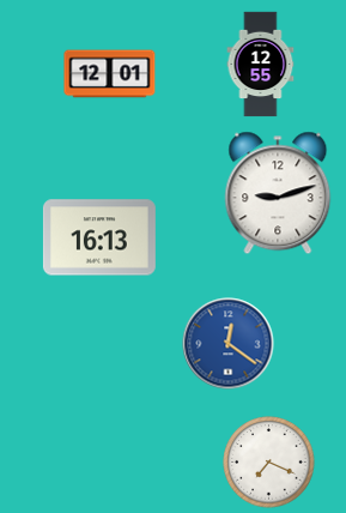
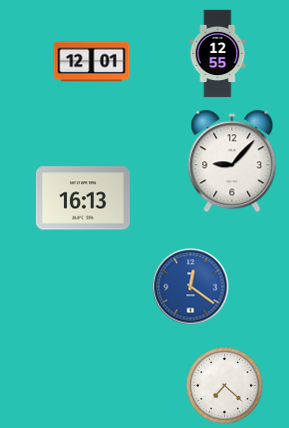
clock at (278, 193): 9:12 -> 9:07
clock at (269, 463): 7:19 -> 7:22
